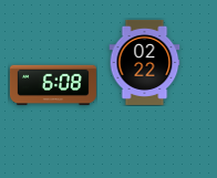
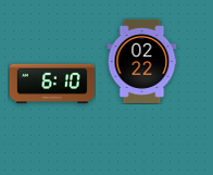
clock at (53, 85): 6:08 -> 6:10
